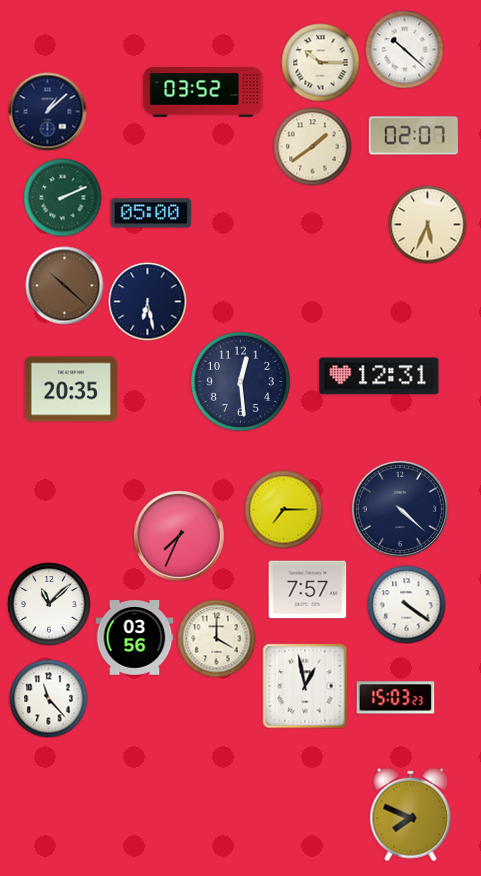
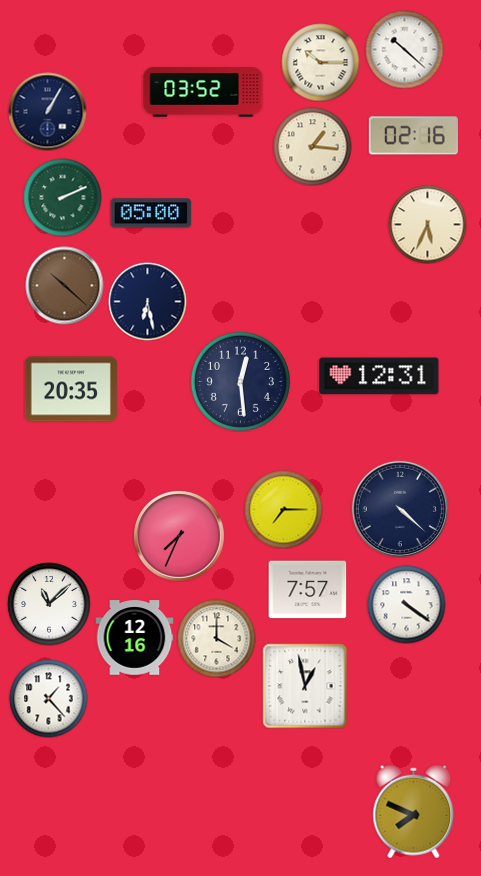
clock at (47, 111): 1:08 -> 1:05
clock at (413, 136): 02:07 -> 02:16
clock at (312, 146): 1:39 -> 1:16
clock at (134, 638): 03:56 -> 12:16
clock at (48, 698): 11:23 -> 1:23
clock at (395, 698): 15:03 -> none
clock at (411, 814) position: (411, 814) -> (414, 811)
